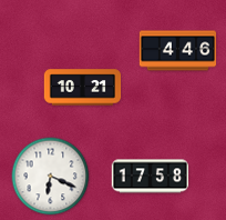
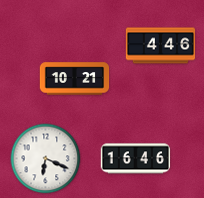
clock at (151, 177): 17:58 -> 16:46
